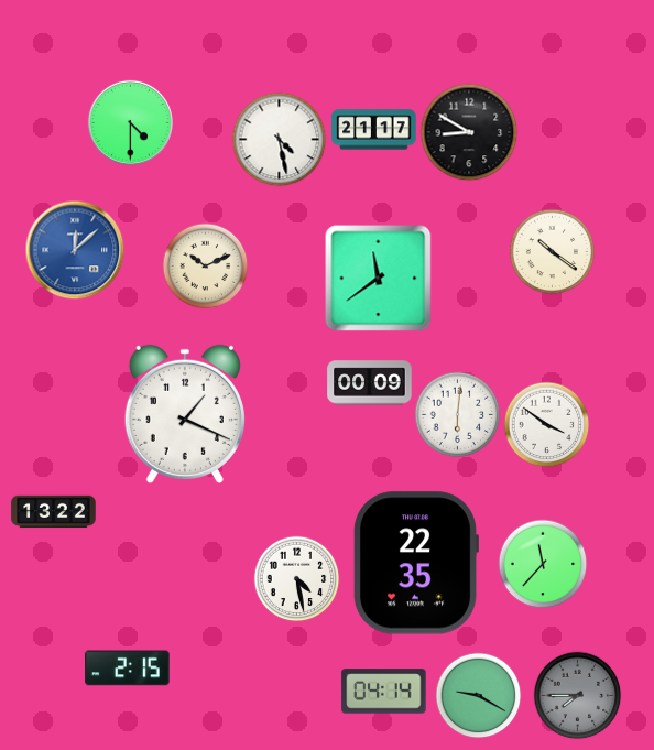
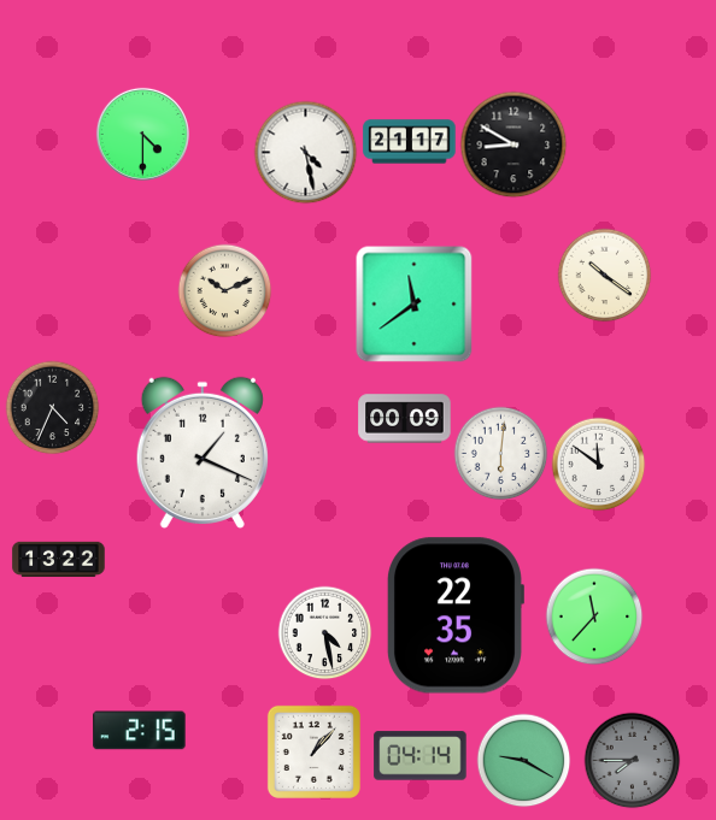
clock at (75, 250): 12:08 -> none
clock at (52, 407): none -> 4:34
clock at (546, 424): 3:51 -> 11:51
clock at (313, 751): none -> 1:07
